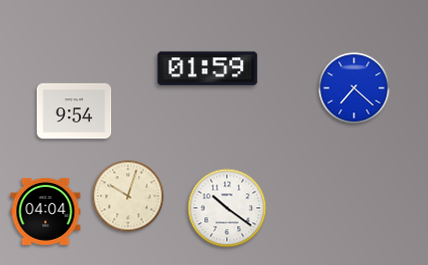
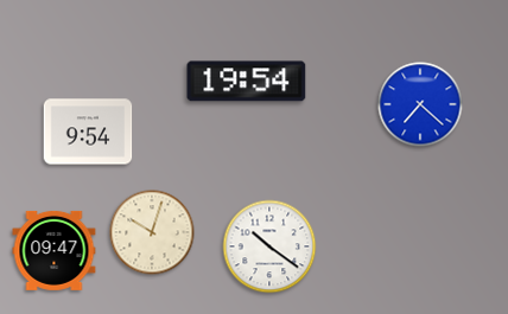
clock at (208, 69): 01:59 -> 19:54
clock at (46, 211): 04:04 -> 09:47
